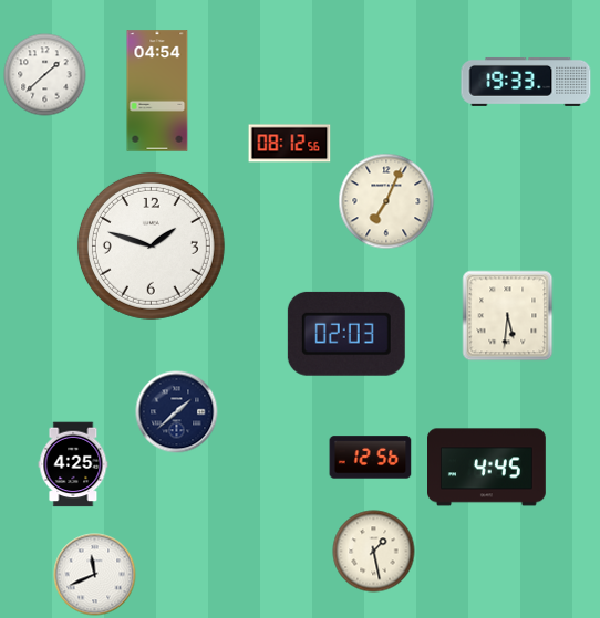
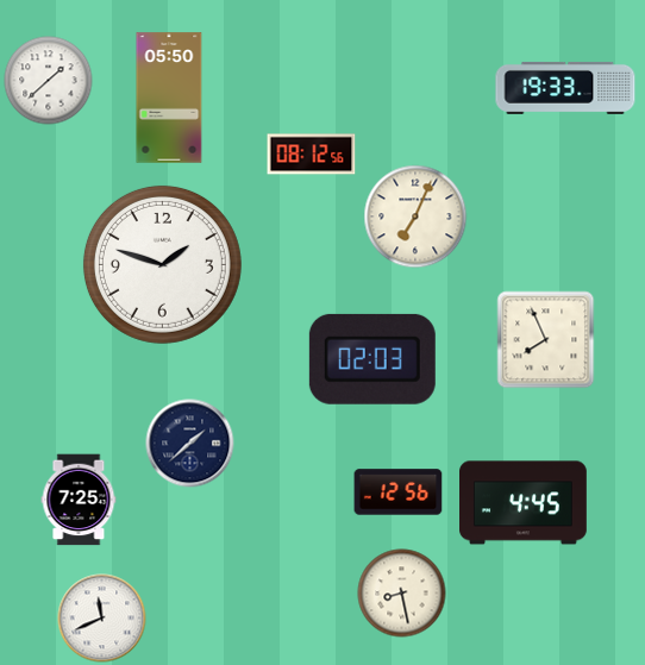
clock at (157, 91): 04:54 -> 05:50
clock at (508, 316): 5:31 -> 7:56
clock at (73, 464): 4:25 -> 7:25
clock at (374, 552): 1:28 -> 8:28
